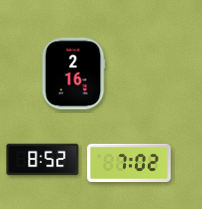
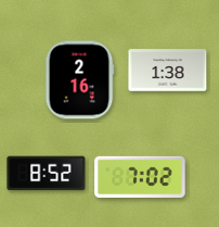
clock at (168, 71): none -> 1:38
